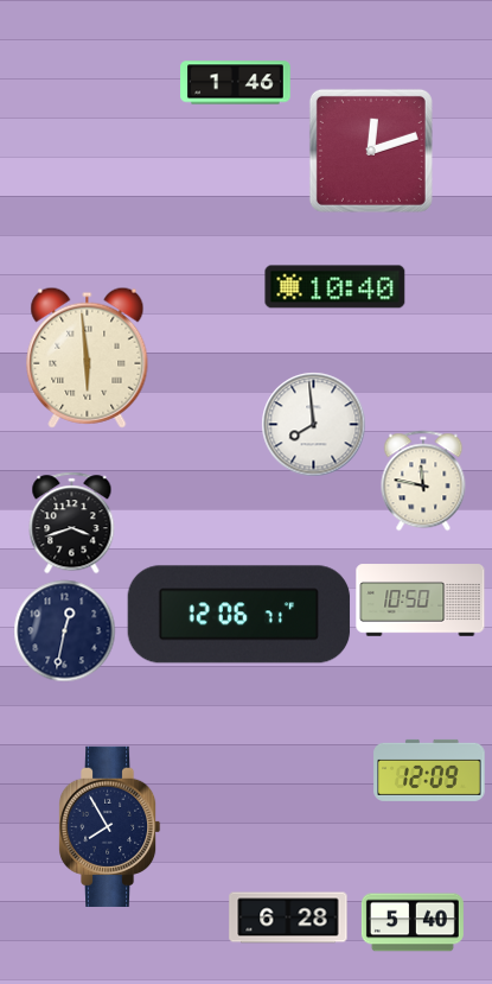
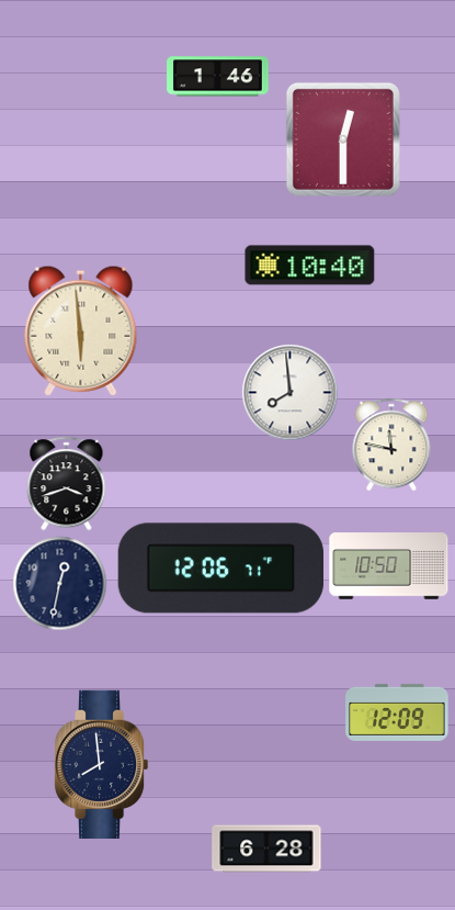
clock at (371, 151): 12:12 -> 12:30
clock at (421, 601) position: (421, 601) -> (389, 566)
clock at (109, 826): 7:55 -> 7:59
clock at (413, 922): 5:40 -> none
